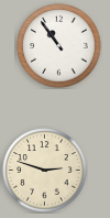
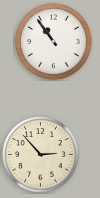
clock at (45, 171): 2:48 -> 2:53
